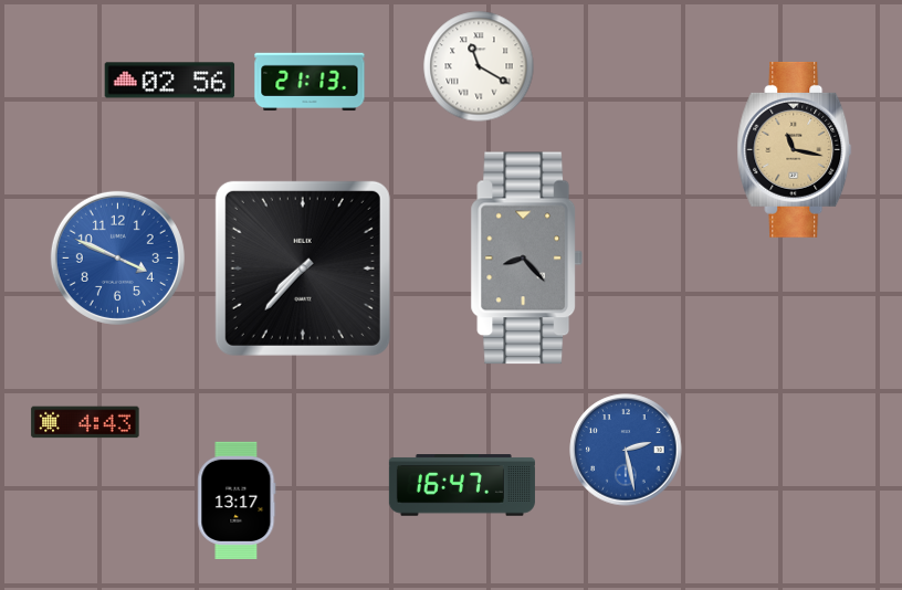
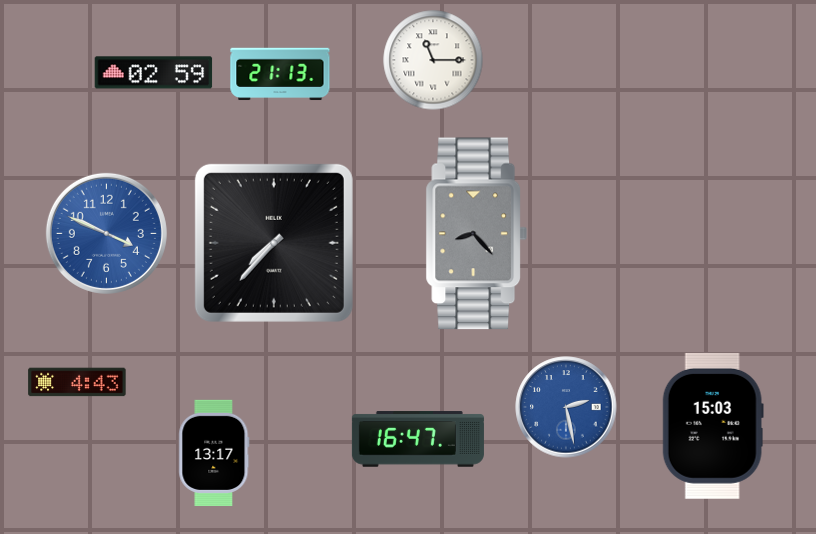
clock at (479, 66): 11:20 -> 11:15
clock at (170, 81): 02:56 -> 02:59
clock at (795, 149): 11:17 -> none
clock at (713, 426): none -> 15:03
